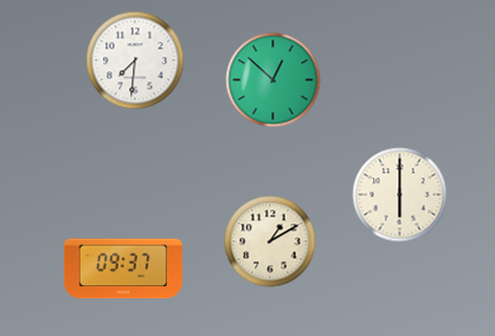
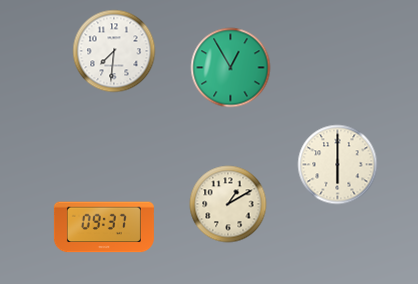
clock at (274, 80): 12:52 -> 12:55
